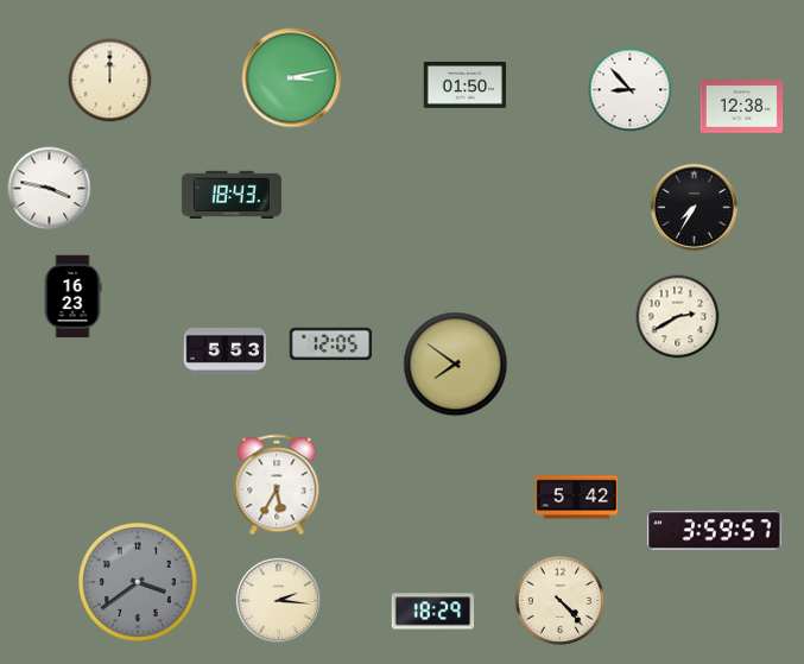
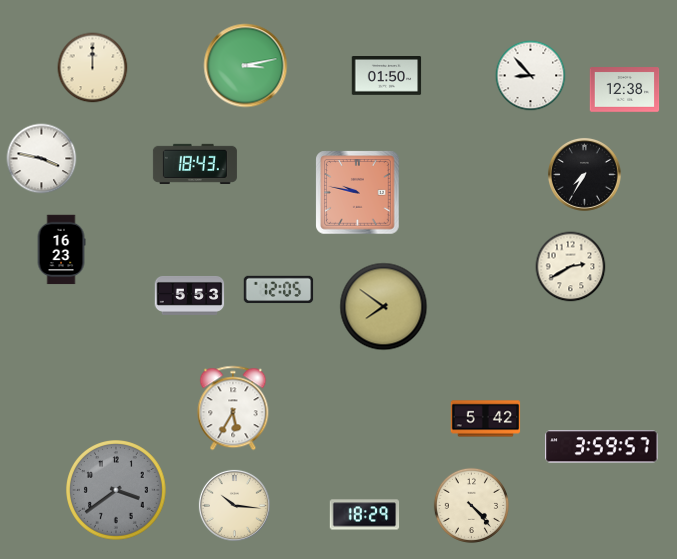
clock at (466, 86) position: (466, 86) -> (387, 76)
clock at (358, 193): none -> 9:47
clock at (278, 600): 2:16 -> 10:16
